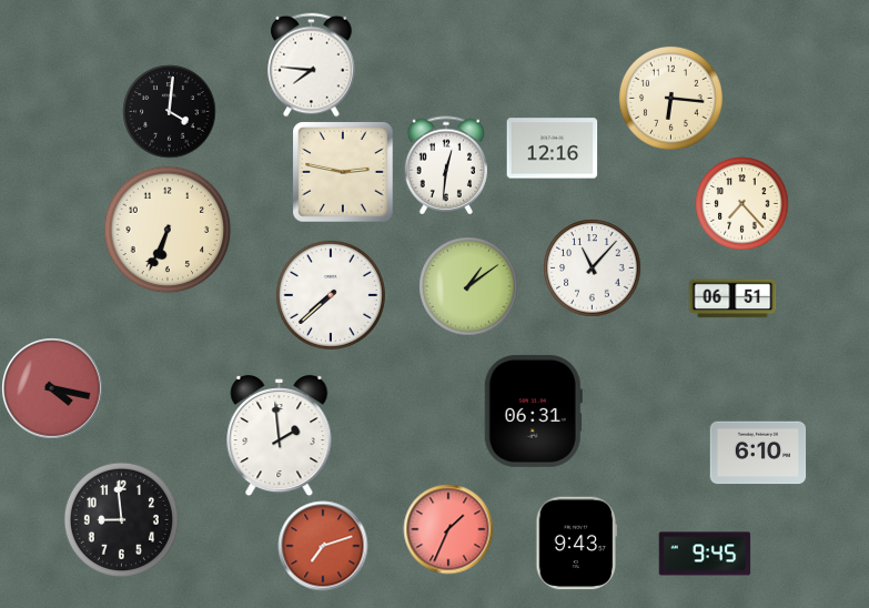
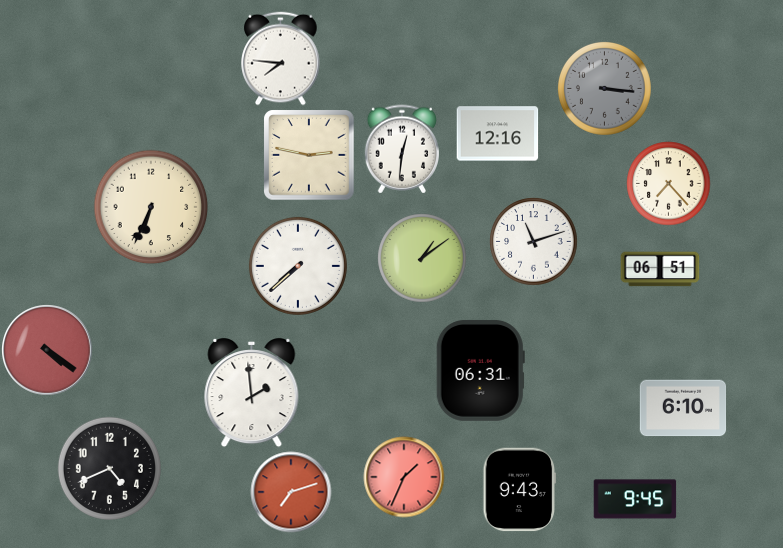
clock at (670, 98): 6:16 -> 3:16
clock at (670, 98) dial: cream -> grey
clock at (169, 111): 4:01 -> none
clock at (592, 267): 11:07 -> 11:12
clock at (52, 388): 4:17 -> 4:21
clock at (121, 519): 8:59 -> 4:41
